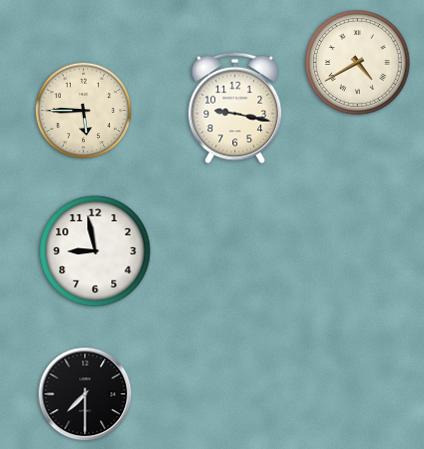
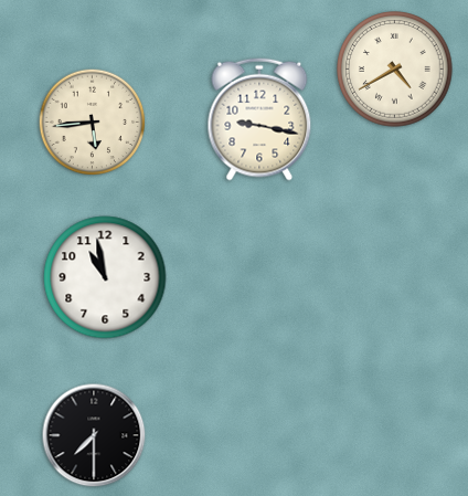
clock at (84, 111): 5:45 -> 5:44
clock at (95, 251): 8:58 -> 10:58
